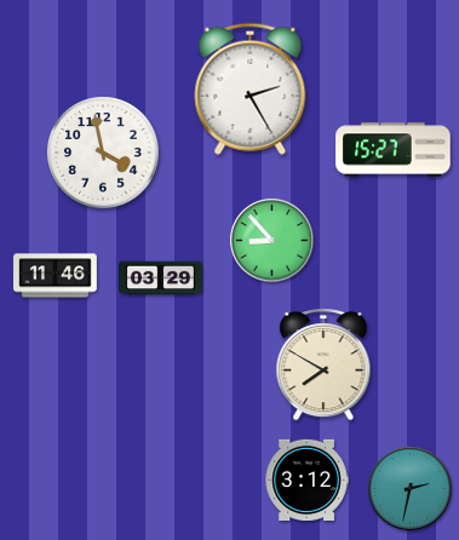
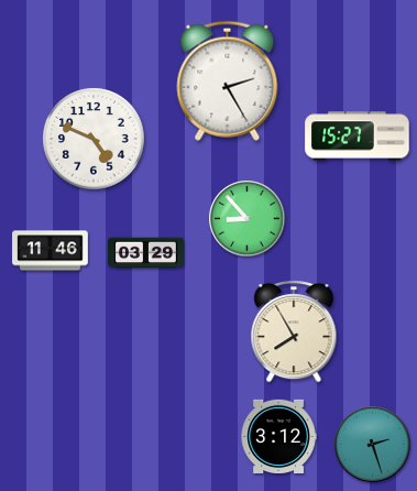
clock at (103, 153): 3:58 -> 4:49
clock at (323, 366): 7:50 -> 7:55
clock at (411, 489): 2:32 -> 2:27
